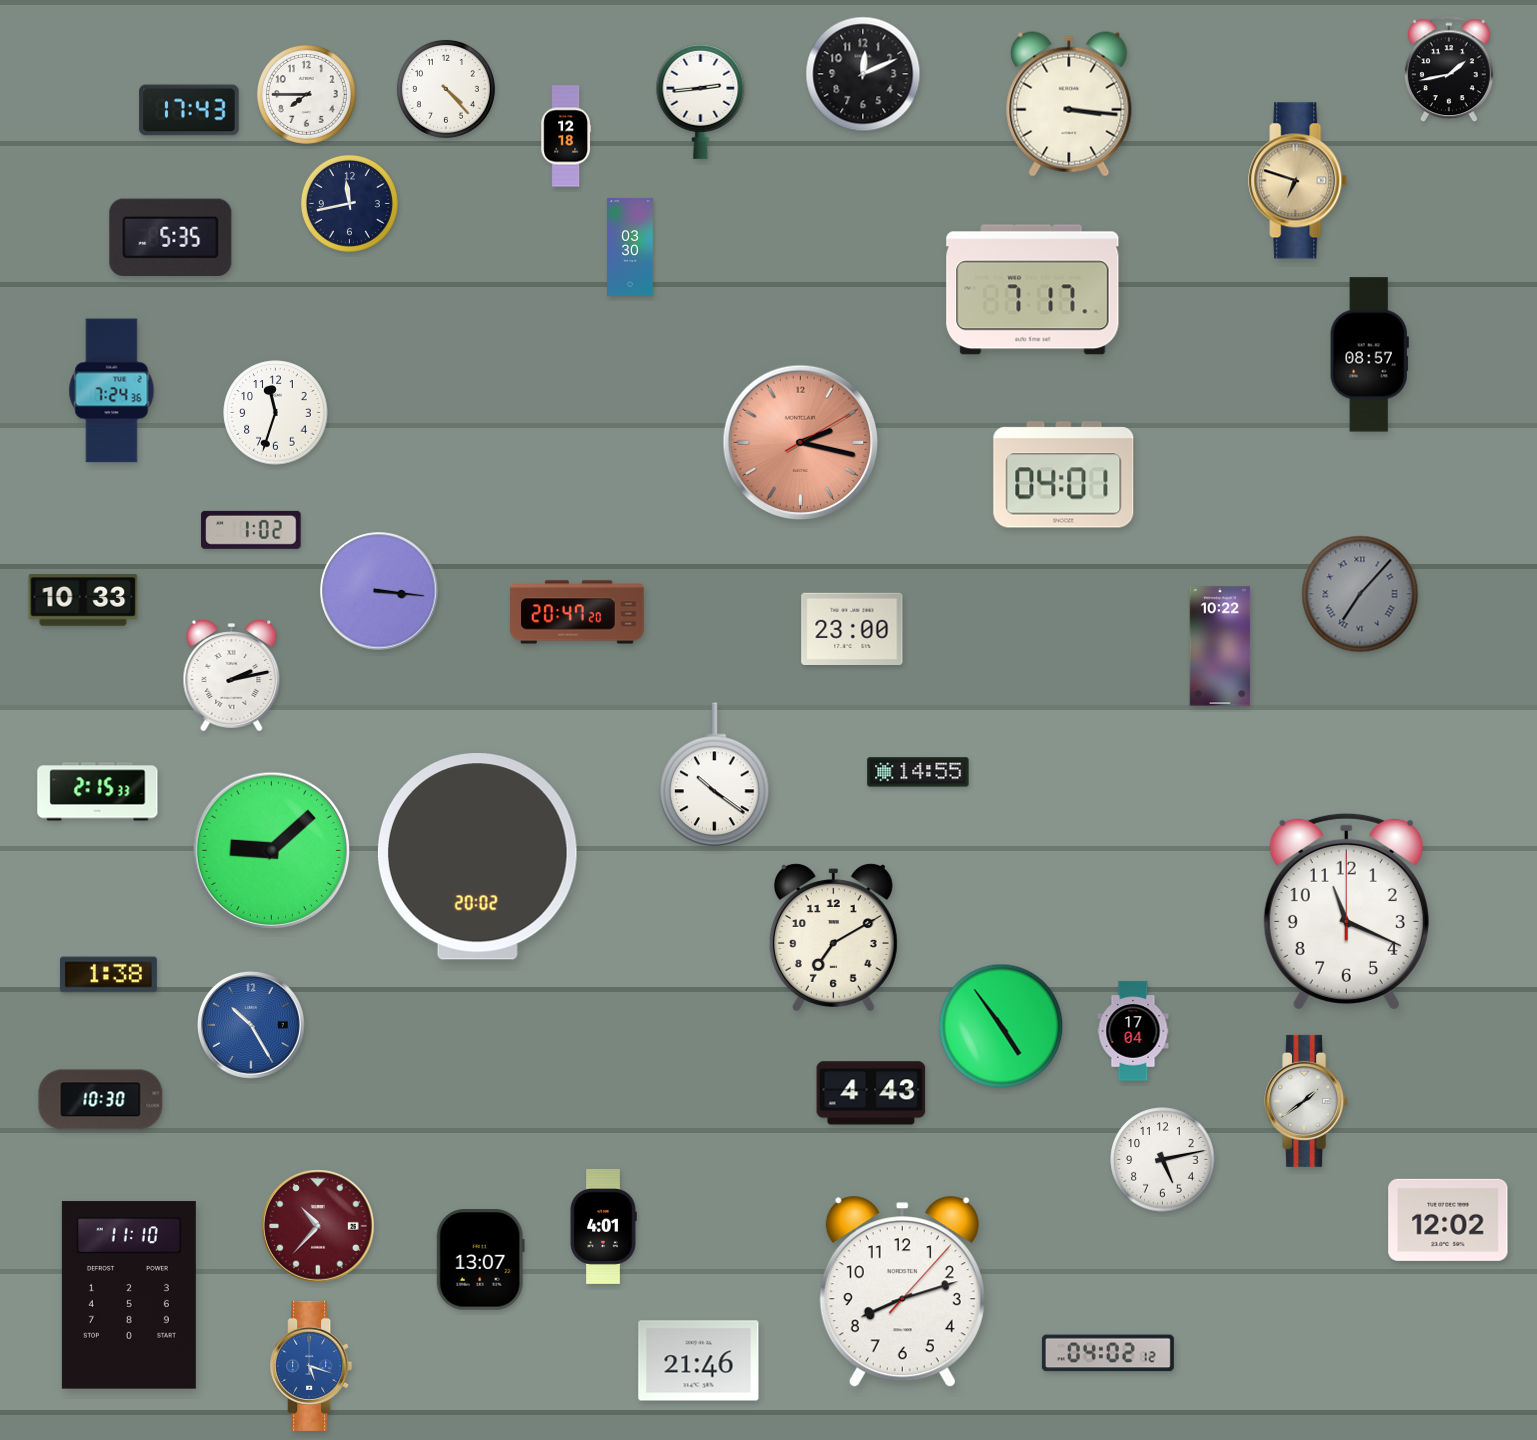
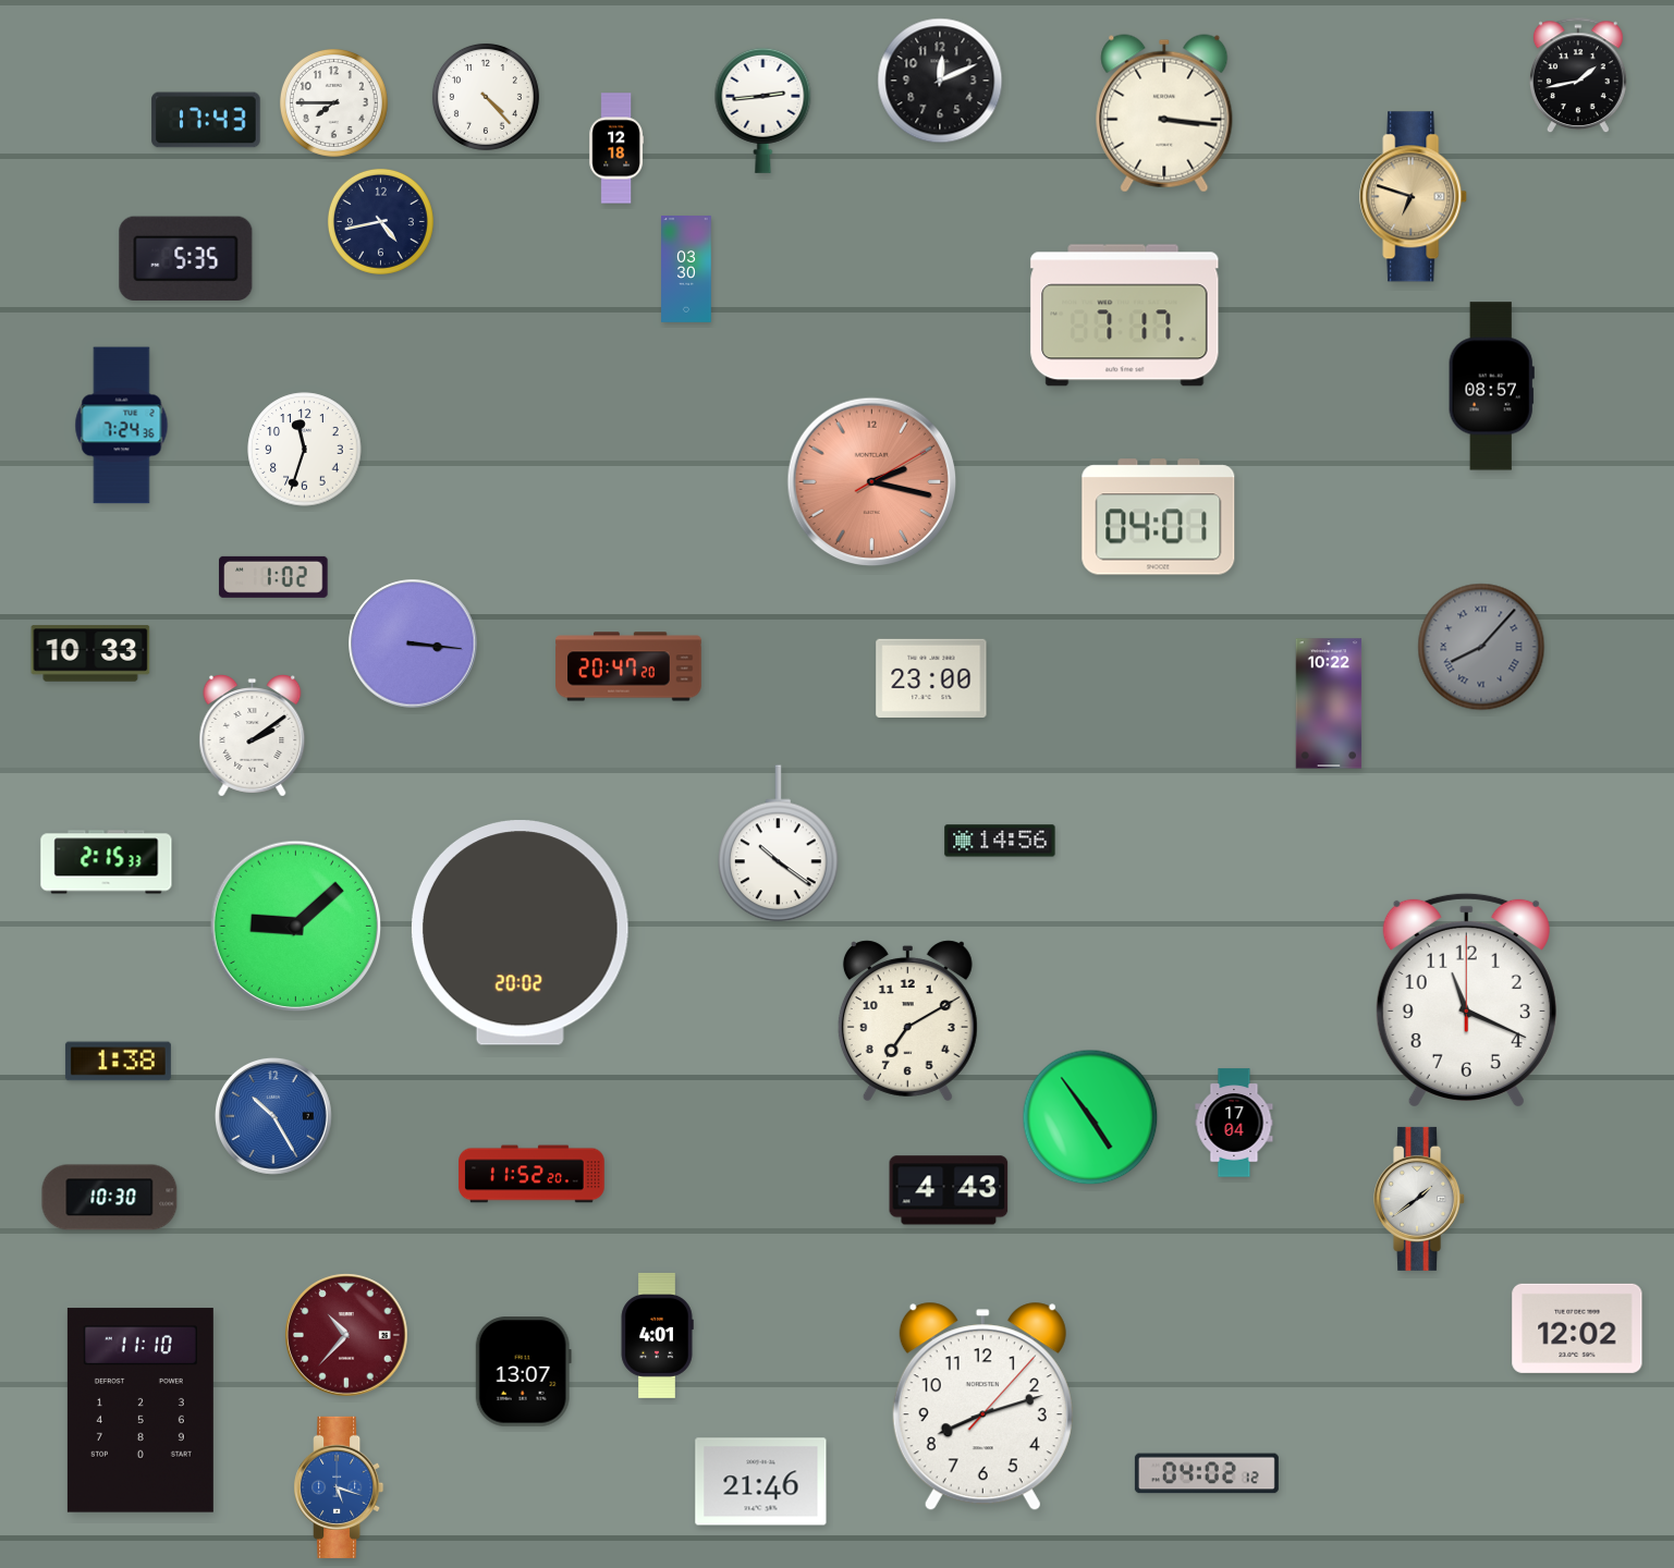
clock at (349, 203): 11:43 -> 4:43
clock at (276, 413) position: (276, 413) -> (305, 450)
clock at (1360, 594): 7:07 -> 8:07
clock at (852, 628) position: (852, 628) -> (931, 677)
clock at (232, 676): 2:13 -> 2:09
clock at (918, 772): 14:55 -> 14:56
clock at (1346, 911) position: (1346, 911) -> (1466, 1000)
clock at (531, 1174): none -> 11:52
clock at (1307, 1101) position: (1307, 1101) -> (1420, 1199)
clock at (1163, 1160): 5:13 -> none
